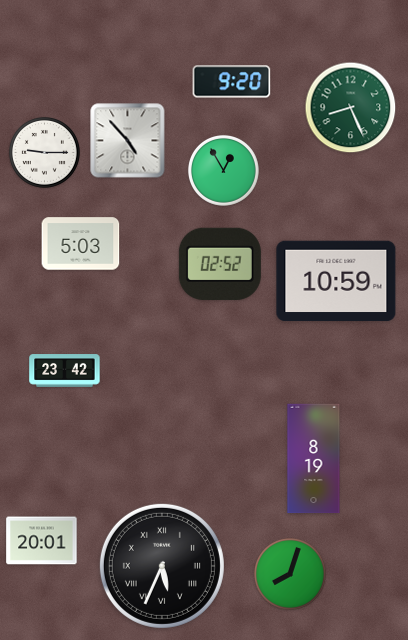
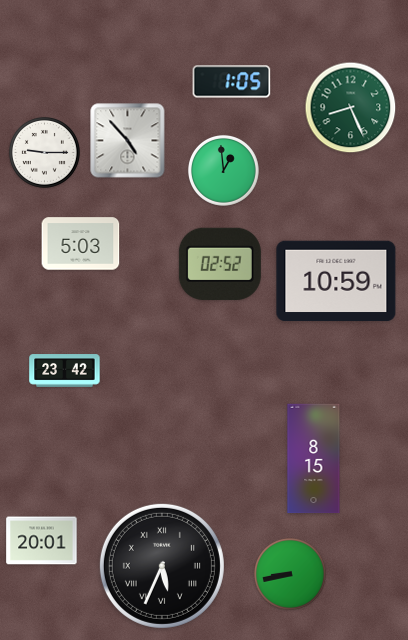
clock at (232, 82): 9:20 -> 1:05
clock at (223, 170): 12:55 -> 12:59
clock at (314, 459): 8:19 -> 8:15
clock at (291, 575): 8:03 -> 8:43
